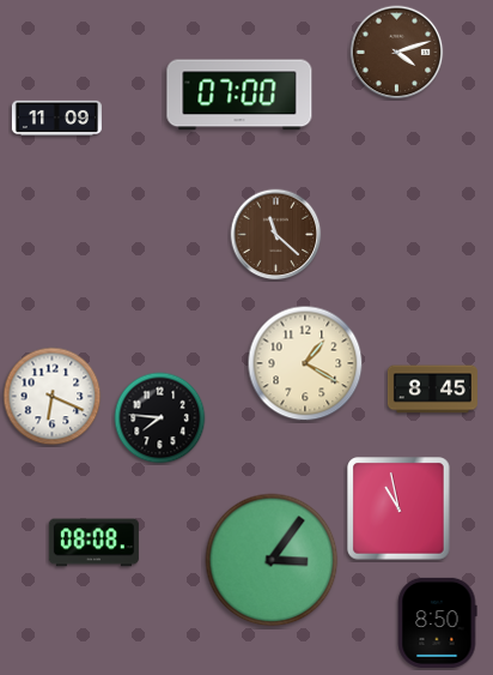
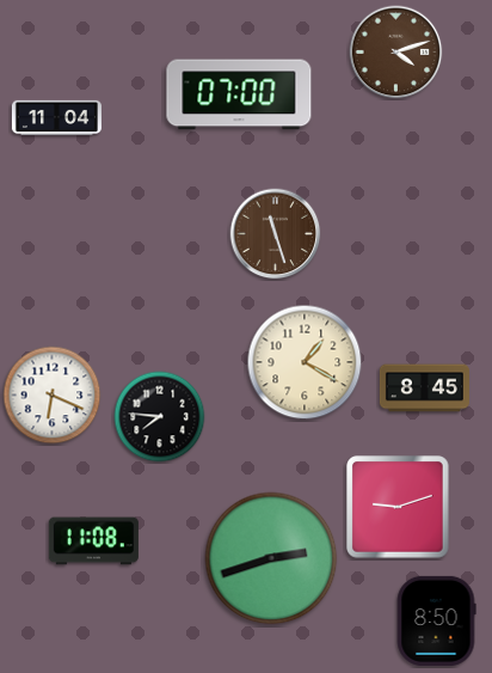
clock at (56, 117): 11:09 -> 11:04
clock at (276, 235): 11:22 -> 11:27
clock at (432, 390) position: (432, 390) -> (424, 388)
clock at (398, 508): 10:58 -> 9:12
clock at (93, 543): 08:08 -> 11:08
clock at (272, 560): 3:06 -> 2:42
